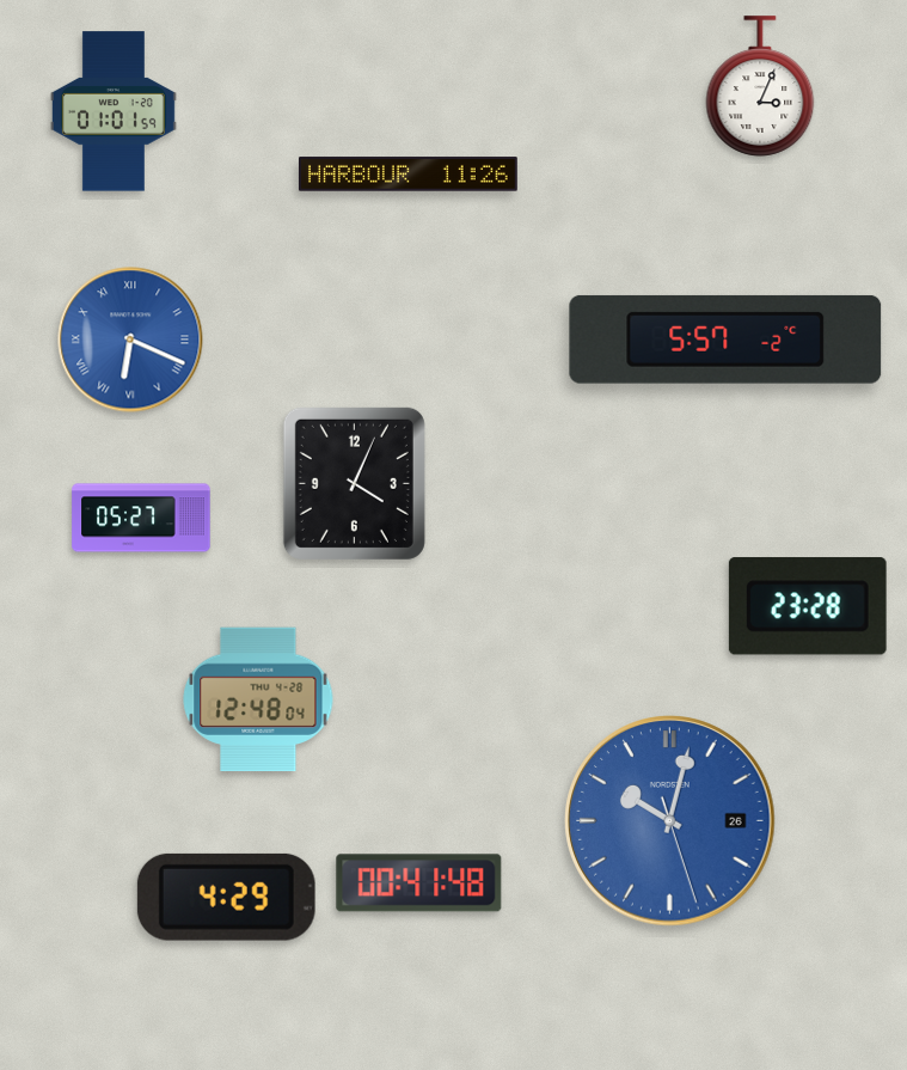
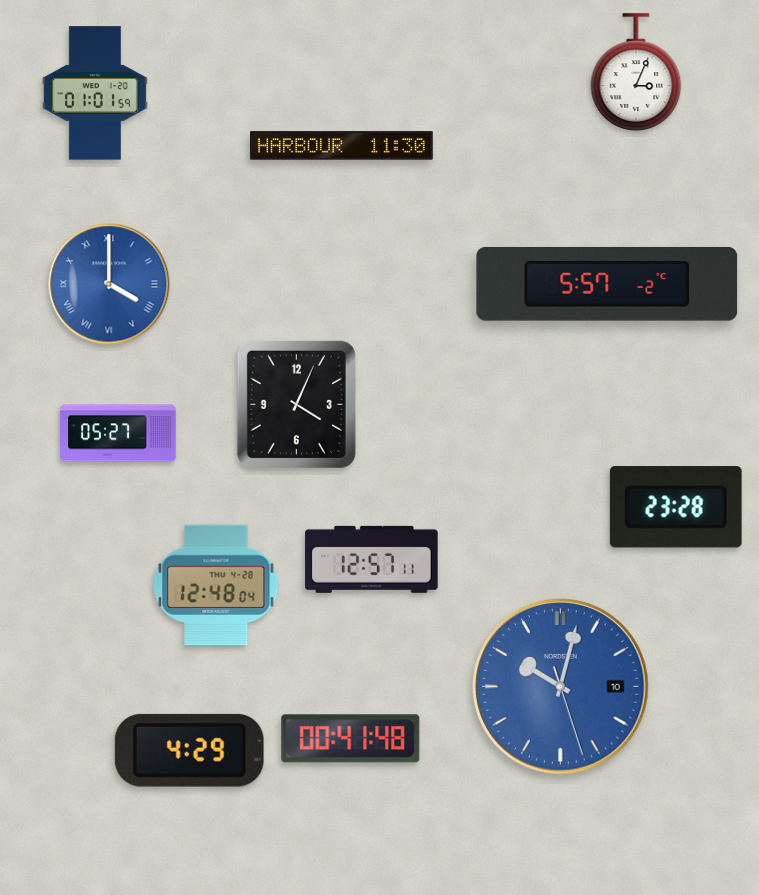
clock at (407, 175): 11:26 -> 11:30
clock at (130, 340): 6:19 -> 4:00
clock at (372, 559): none -> 12:57
clock at (670, 821) date: 26 -> 10
